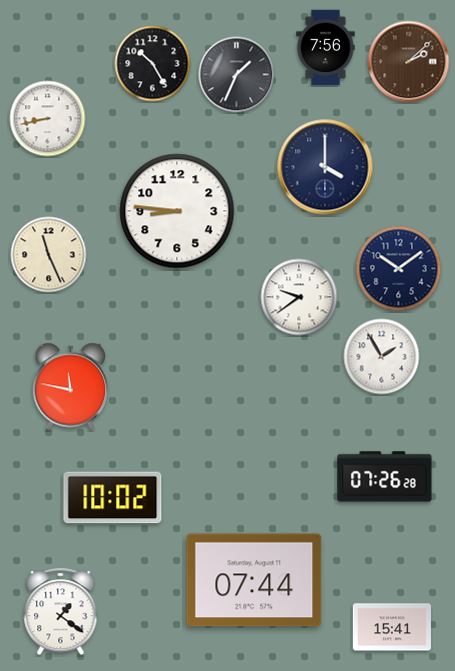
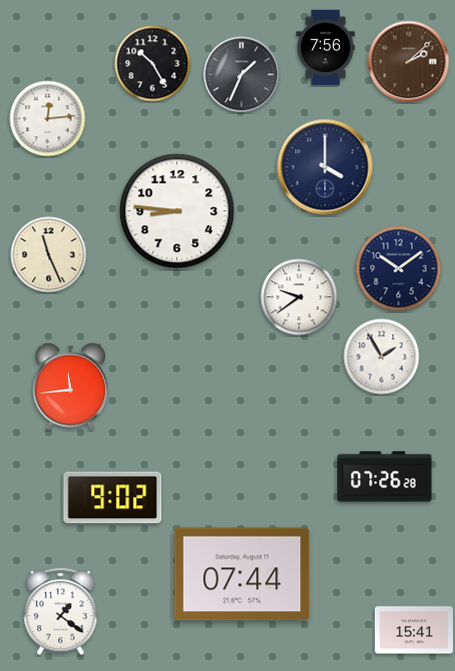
clock at (237, 75) position: (237, 75) -> (242, 75)
clock at (48, 119): 8:43 -> 12:14
clock at (71, 387): 11:47 -> 11:44
clock at (113, 498): 10:02 -> 9:02
clock at (254, 580) position: (254, 580) -> (242, 574)
clock at (391, 627) position: (391, 627) -> (413, 630)
